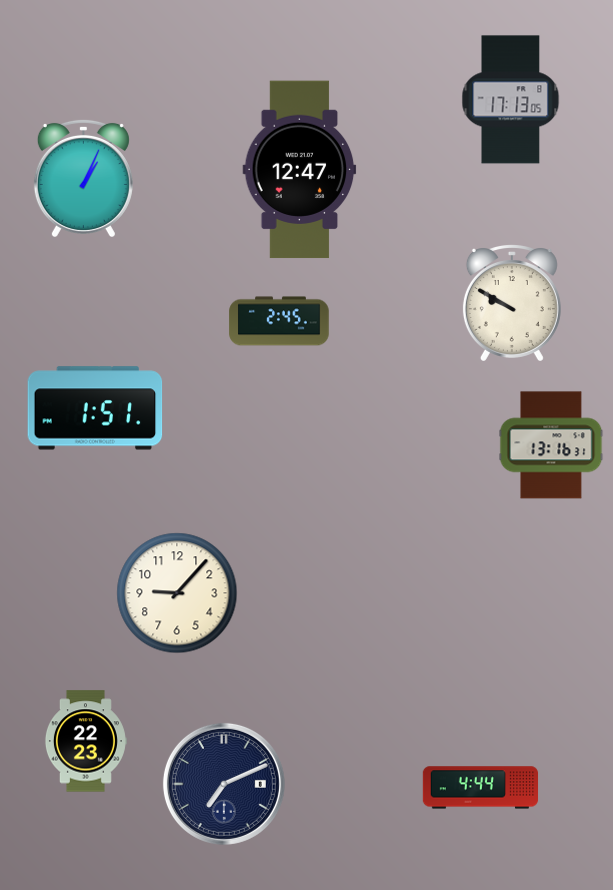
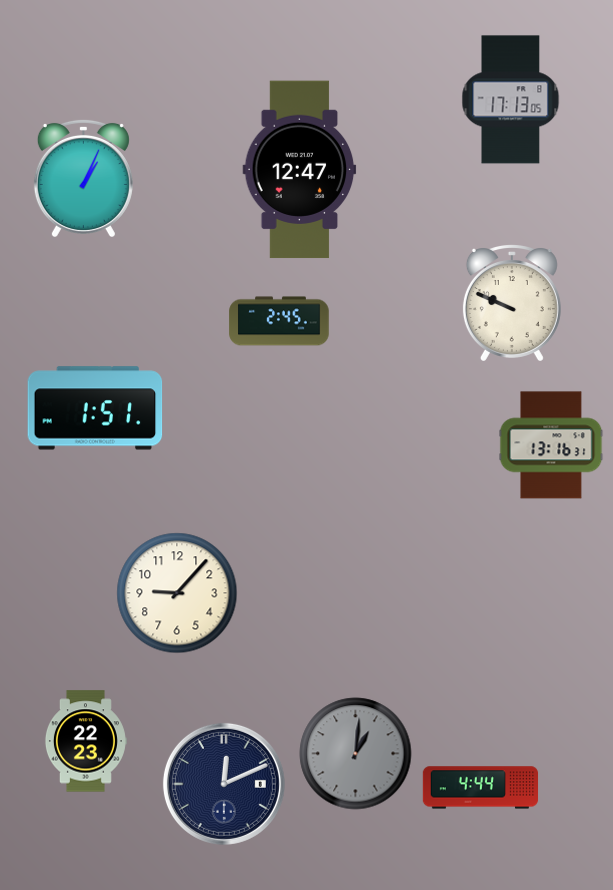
clock at (512, 303): 9:50 -> 9:49
clock at (356, 754): none -> 1:01
clock at (224, 784): 7:11 -> 12:11
